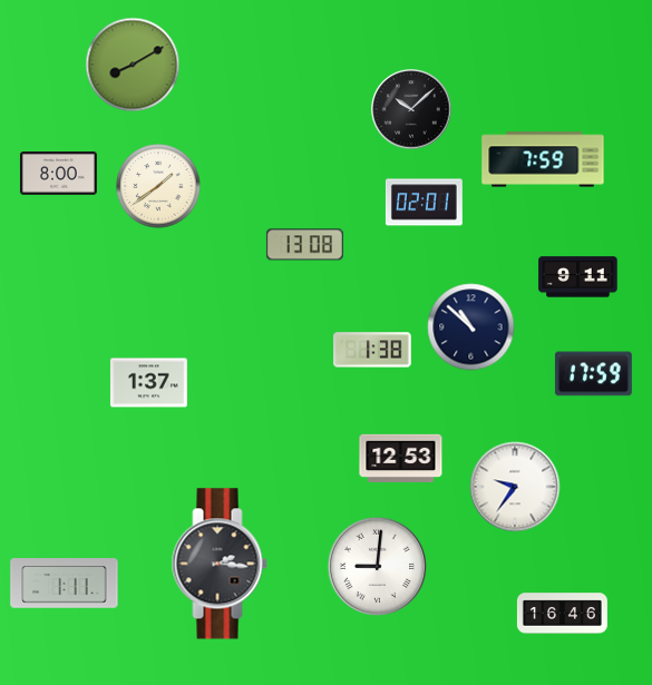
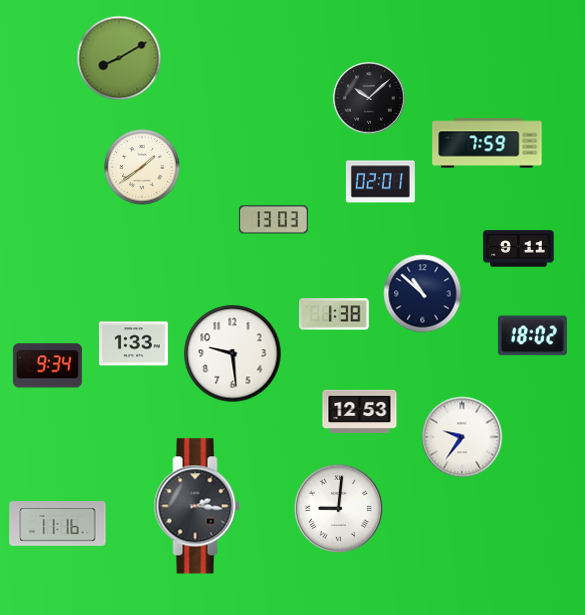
clock at (58, 174): 8:00 -> none
clock at (304, 245): 13:08 -> 13:03
clock at (593, 374): 17:59 -> 18:02
clock at (148, 383): 1:37 -> 1:33
clock at (233, 354): none -> 9:29
clock at (47, 366): none -> 9:34
clock at (65, 584): 1:11 -> 11:16
clock at (562, 614): 16:46 -> none
